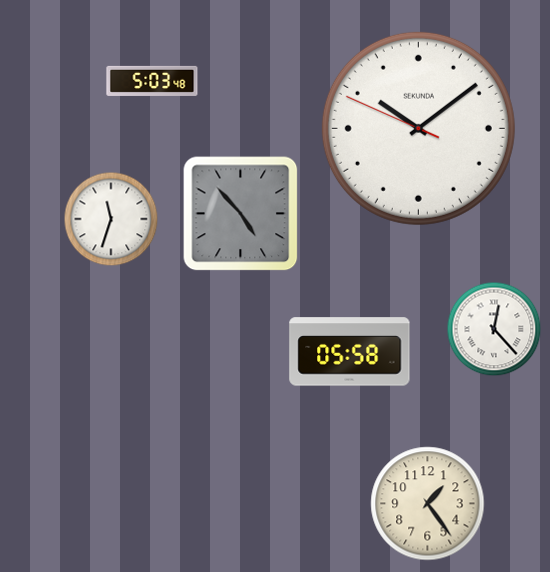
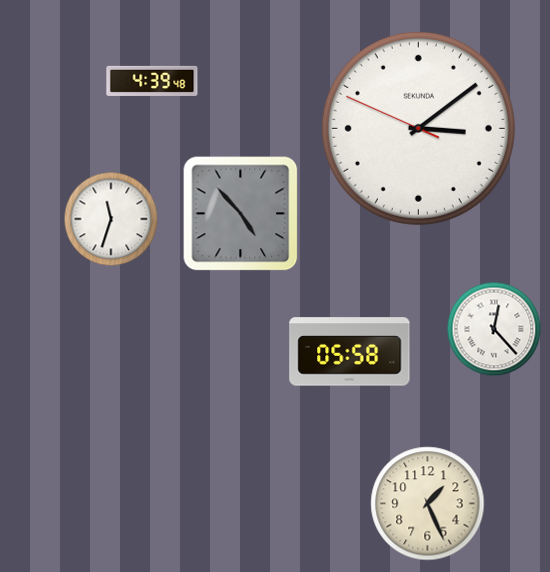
clock at (152, 81): 5:03 -> 4:39
clock at (418, 128): 10:08 -> 3:08
clock at (428, 504): 1:24 -> 1:26
